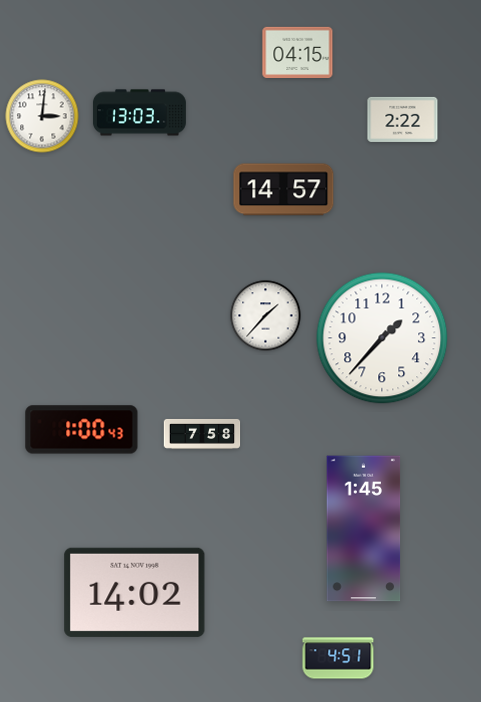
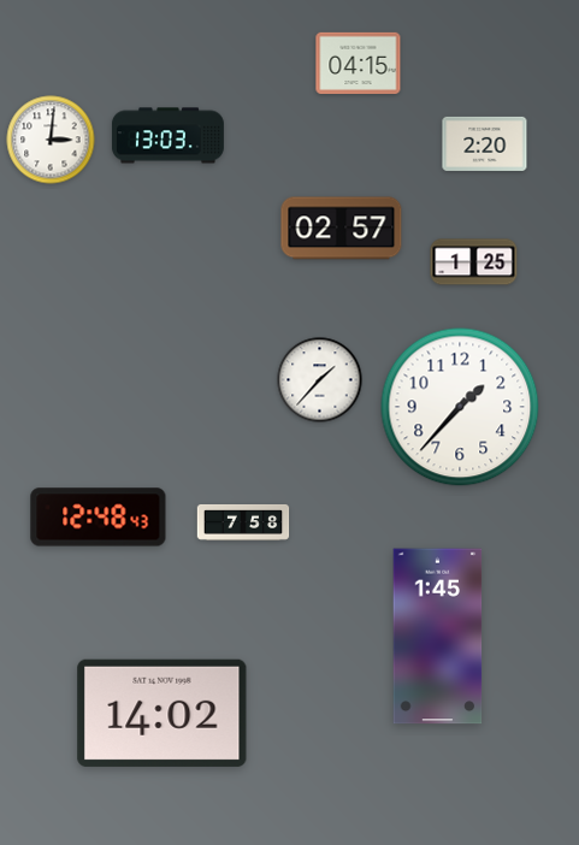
clock at (403, 119): 2:22 -> 2:20
clock at (284, 190): 14:57 -> 02:57
clock at (474, 262): none -> 1:25
clock at (82, 430): 1:00 -> 12:48
clock at (338, 658): 4:51 -> none
